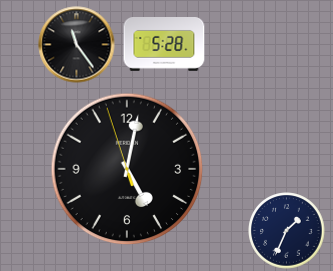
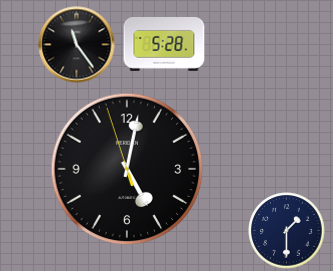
clock at (287, 231): 1:34 -> 1:30
